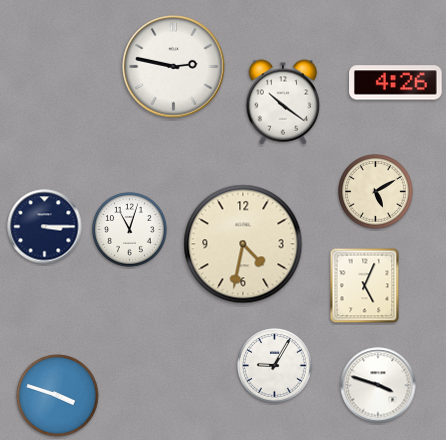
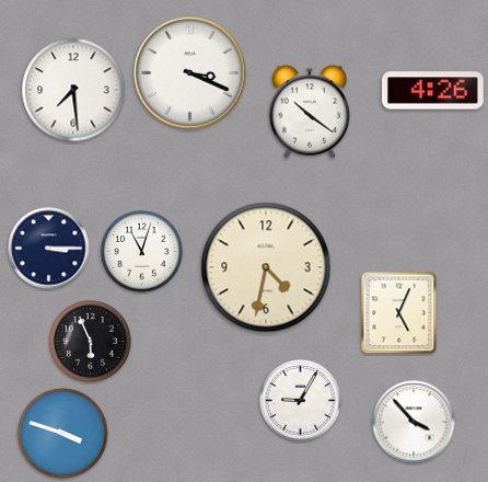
clock at (174, 67): 2:47 -> 3:19
clock at (73, 90): none -> 7:29
clock at (376, 192): 5:10 -> none
clock at (91, 342): none -> 5:56
clock at (378, 385): 3:48 -> 3:53
